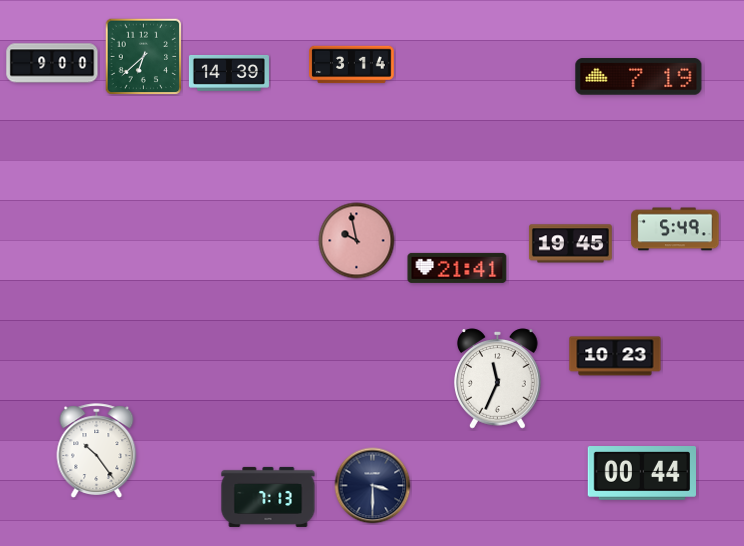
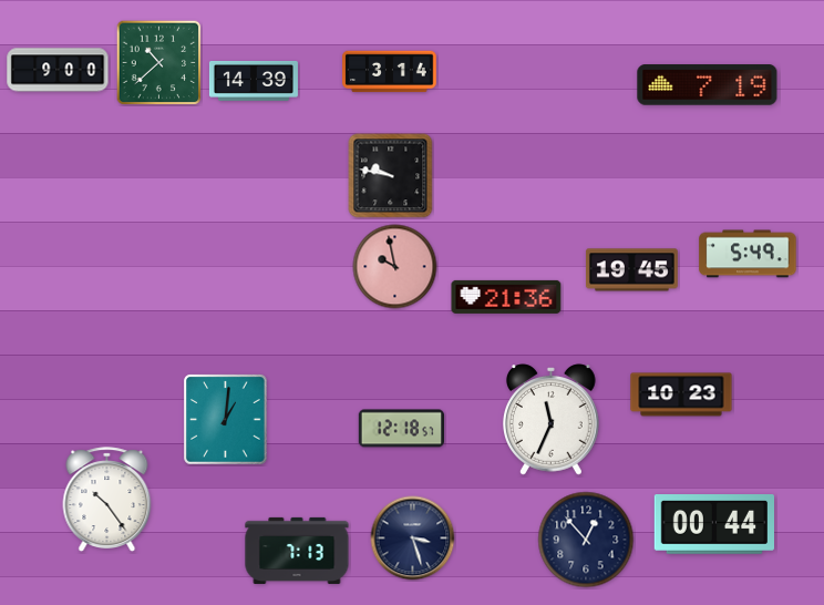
clock at (144, 57): 6:38 -> 10:38
clock at (391, 176): none -> 9:47
clock at (457, 268): 21:41 -> 21:36
clock at (226, 420): none -> 1:01
clock at (401, 429): none -> 12:18
clock at (641, 474) position: (641, 474) -> (713, 525)
clock at (373, 486): 3:30 -> 3:27
clock at (586, 540): none -> 12:53
